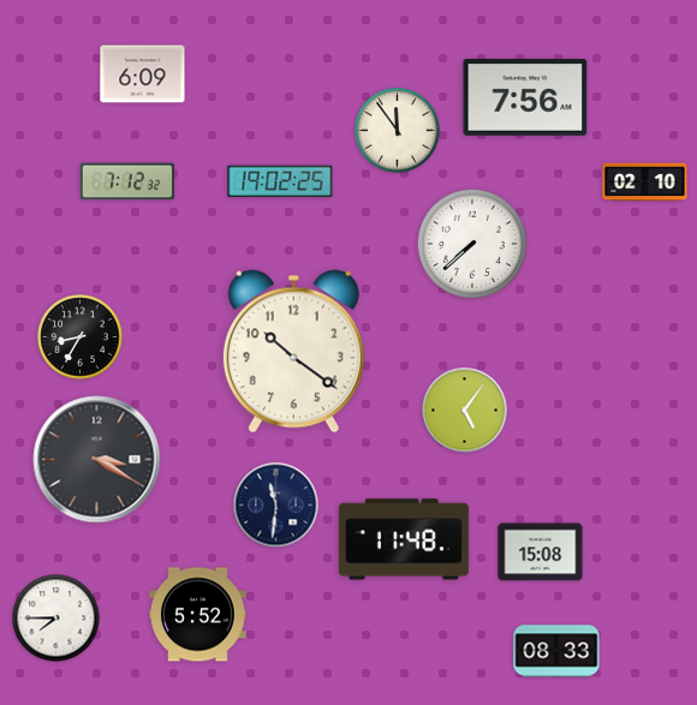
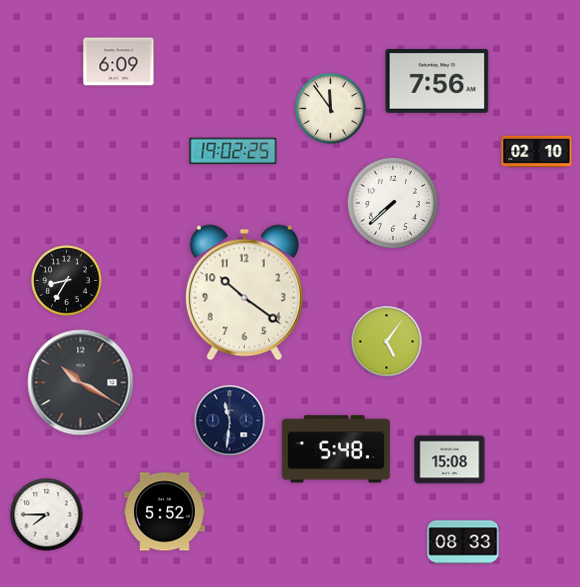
clock at (126, 181): 7:12 -> none
clock at (97, 460): 3:20 -> 10:20
clock at (404, 539): 11:48 -> 5:48
